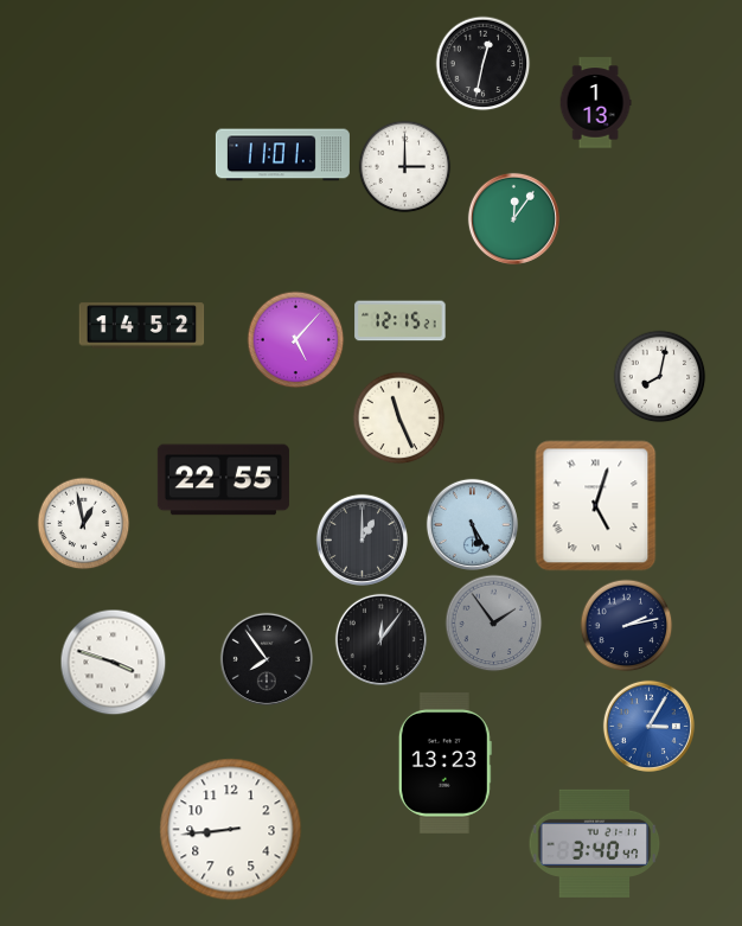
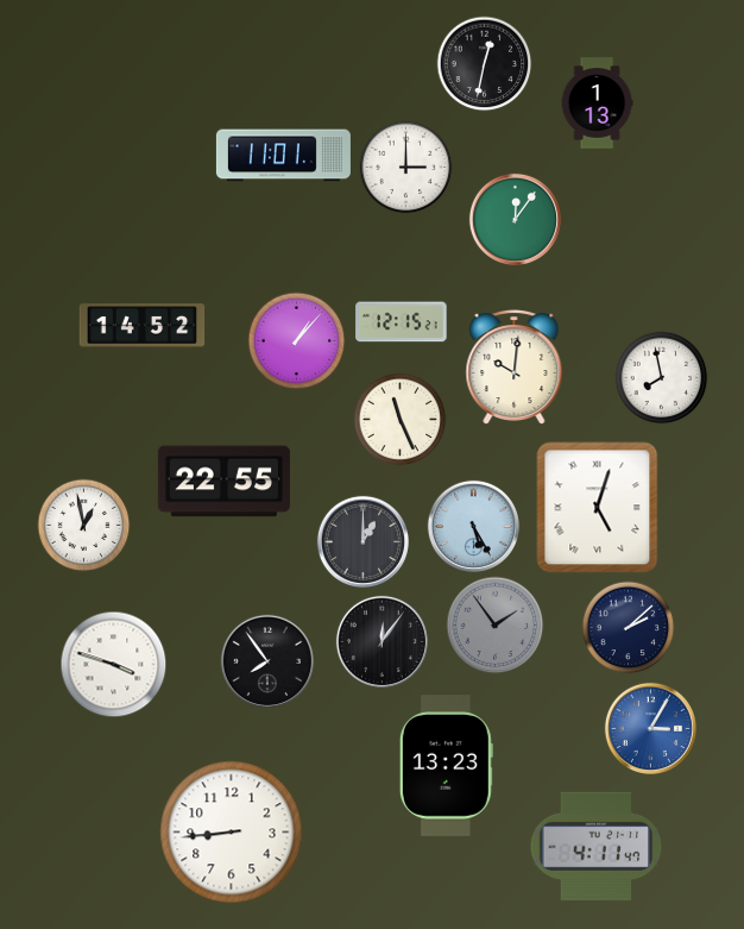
clock at (295, 339): 5:07 -> 1:07
clock at (515, 368): none -> 10:01
clock at (659, 376): 8:02 -> 7:58
clock at (626, 625): 2:13 -> 2:08
clock at (595, 843): 3:40 -> 4:11
